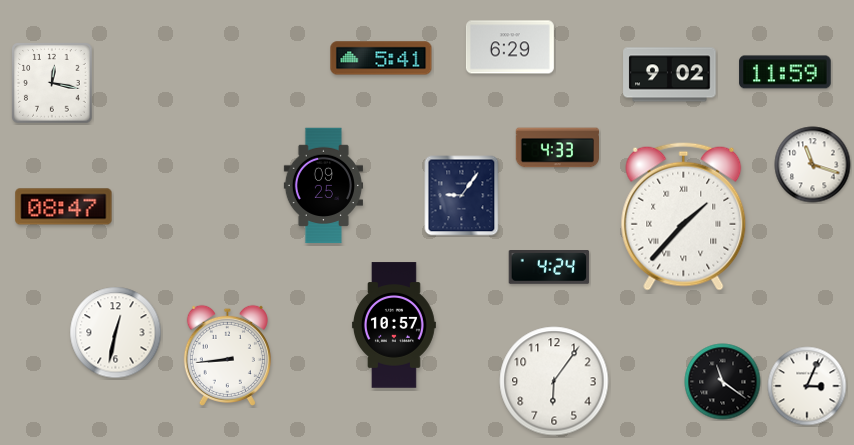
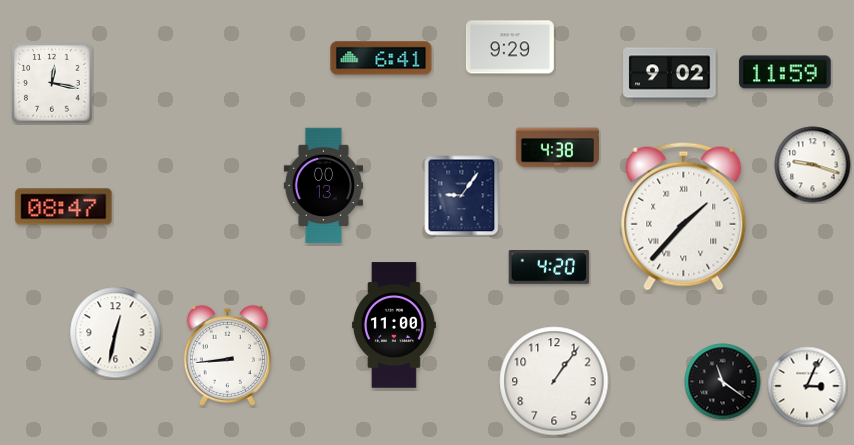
clock at (510, 47): 6:29 -> 9:29
clock at (381, 58): 5:41 -> 6:41
clock at (557, 148): 4:33 -> 4:38
clock at (813, 165): 11:18 -> 9:18
clock at (323, 186): 09:25 -> 00:13
clock at (549, 268): 4:24 -> 4:20
clock at (394, 325): 10:57 -> 11:00
clock at (554, 381): 6:06 -> 1:06
